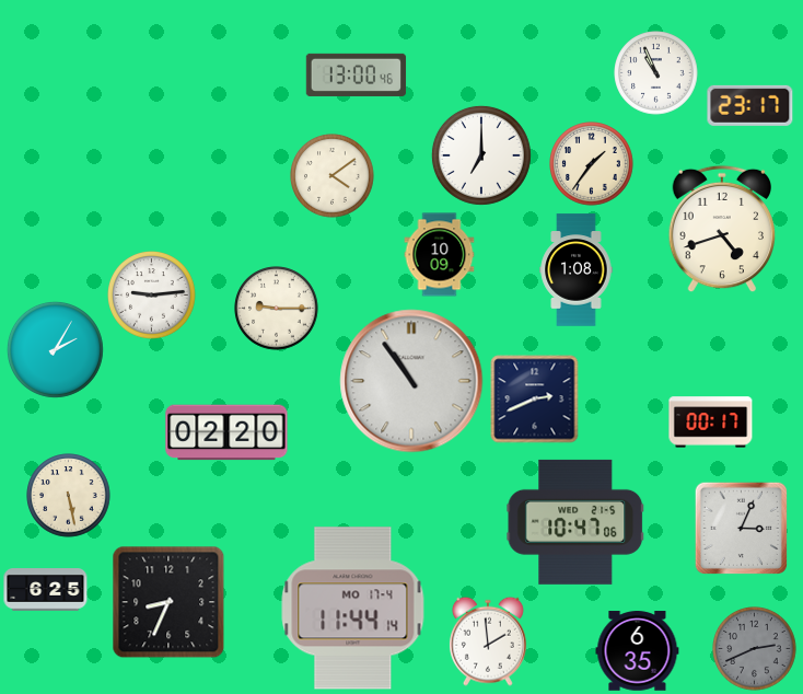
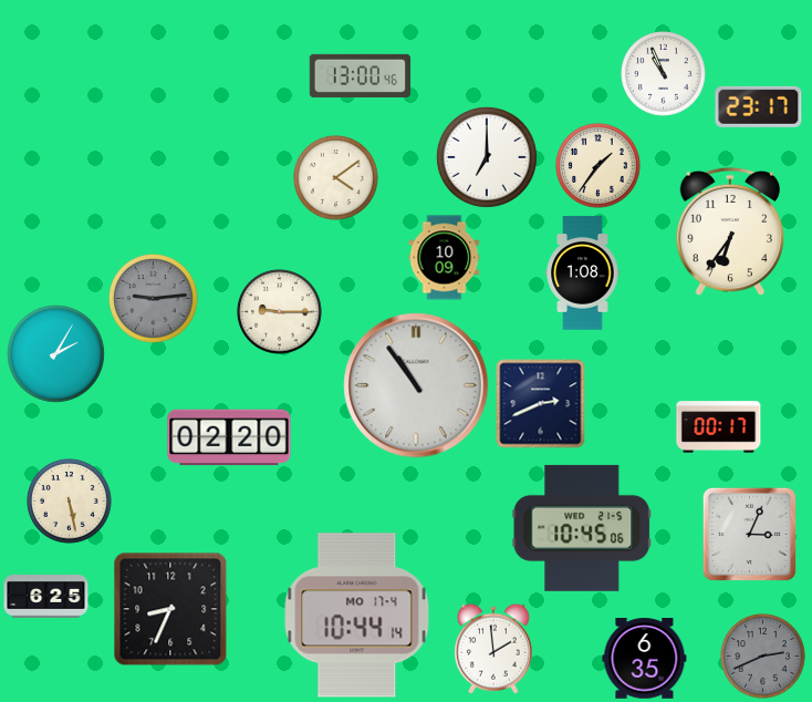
clock at (722, 229): 4:42 -> 6:36
clock at (152, 296) dial: white -> grey
clock at (575, 522): 10:47 -> 10:45
clock at (353, 609): 11:44 -> 10:44
